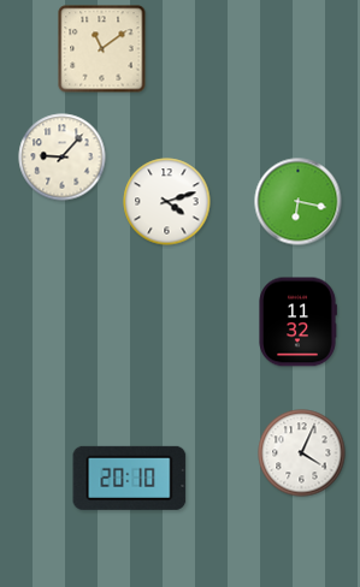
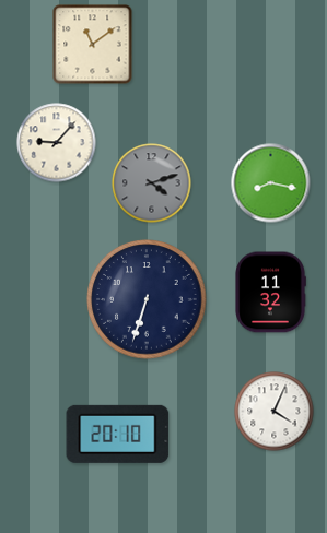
clock at (167, 202) dial: white -> grey
clock at (299, 202): 6:17 -> 8:17
clock at (147, 299): none -> 6:33
